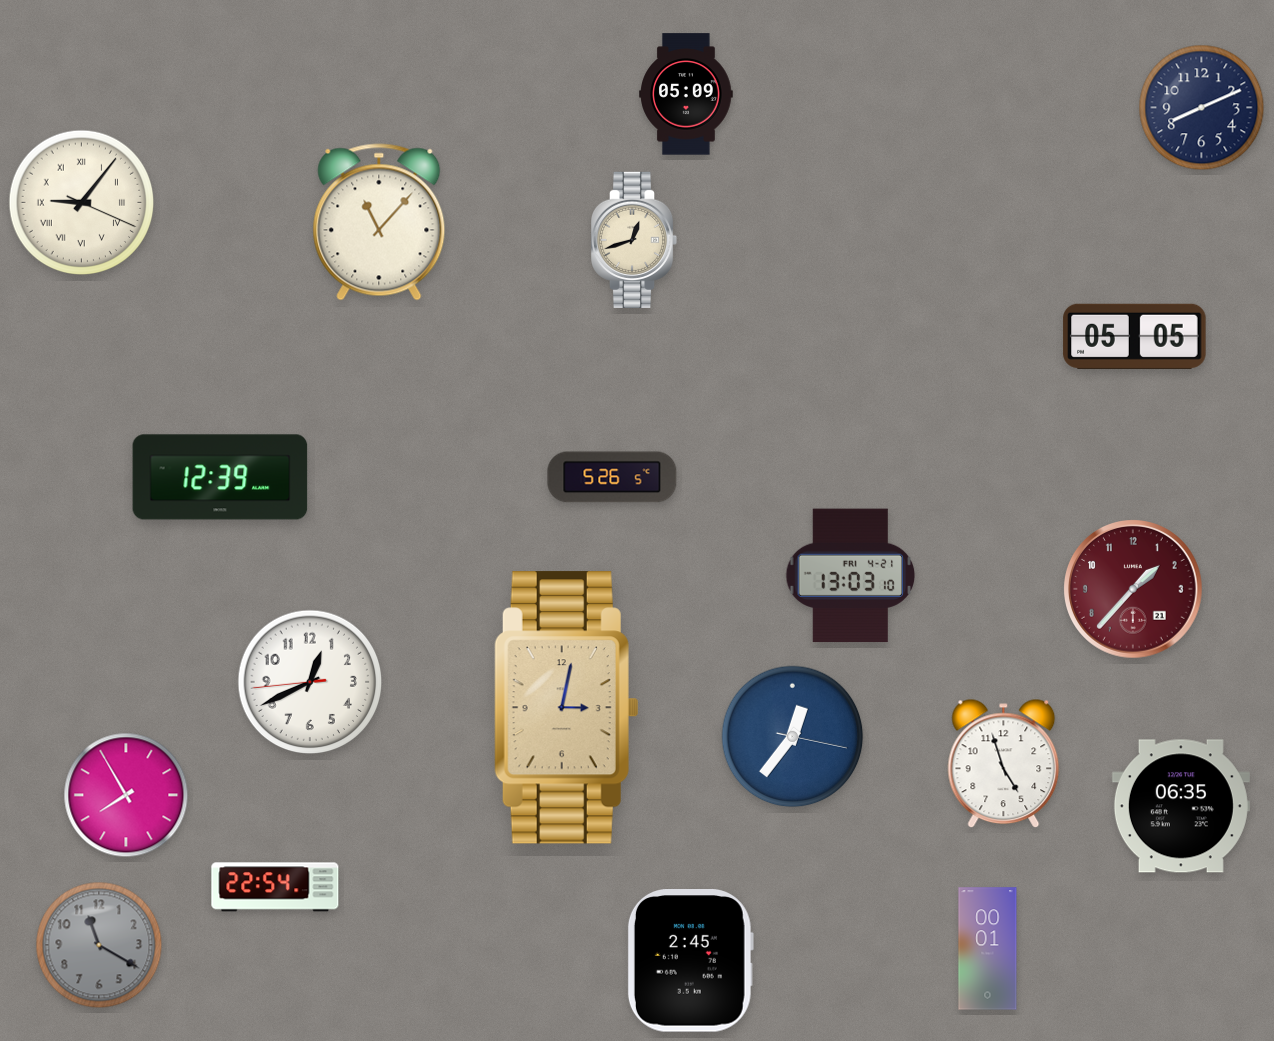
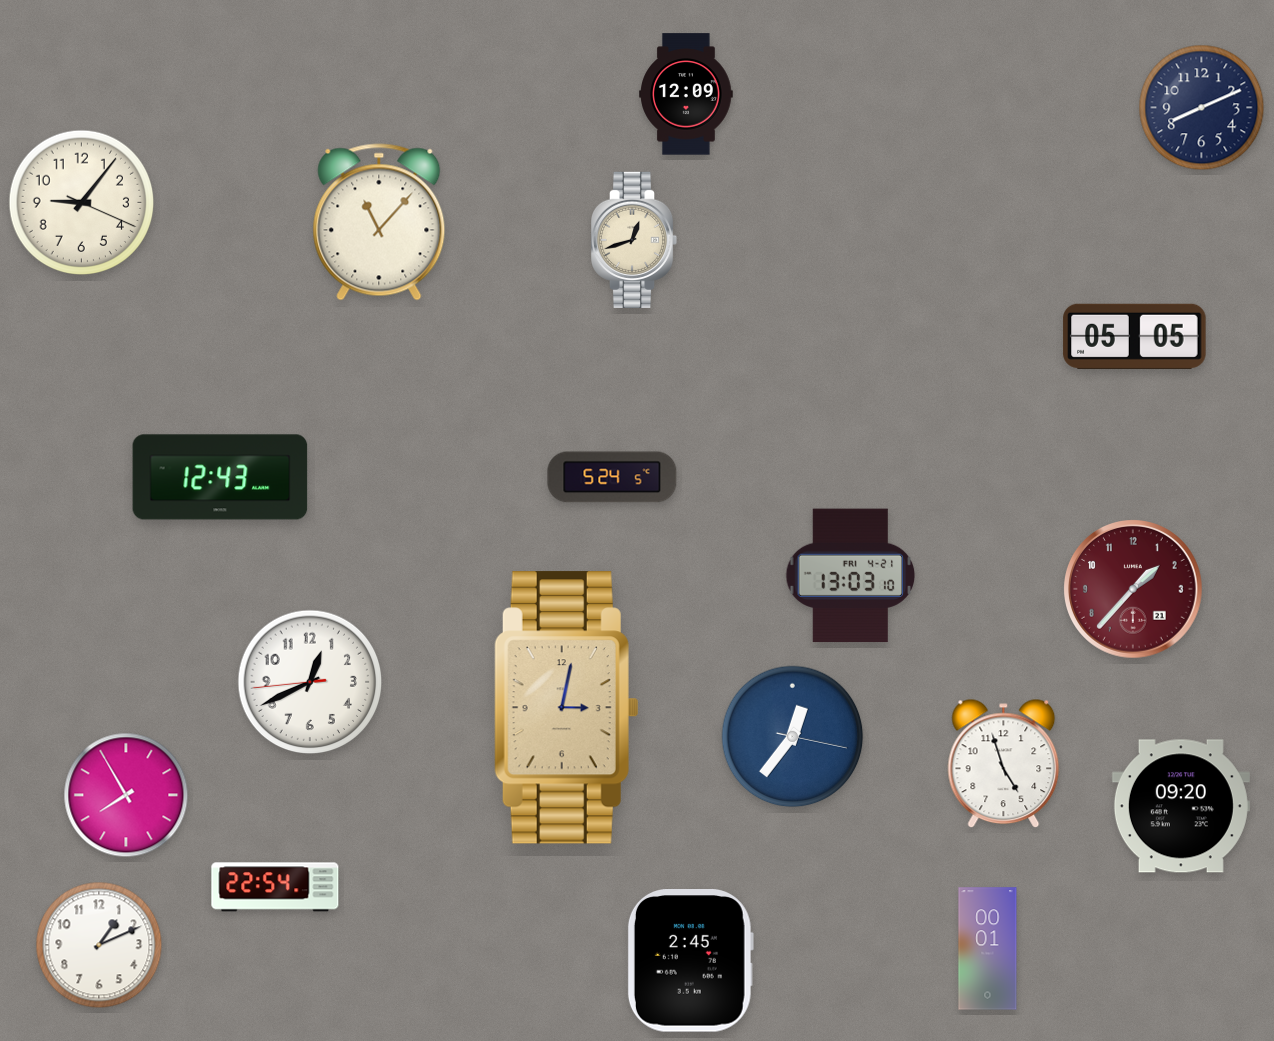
clock at (686, 94): 05:09 -> 12:09
clock at (82, 203) numerals: Roman -> Arabic
clock at (220, 477): 12:39 -> 12:43
clock at (612, 477): 5:26 -> 5:24
clock at (1181, 806): 06:35 -> 09:20
clock at (99, 945): 11:20 -> 1:11
clock at (99, 945) dial: grey -> white
